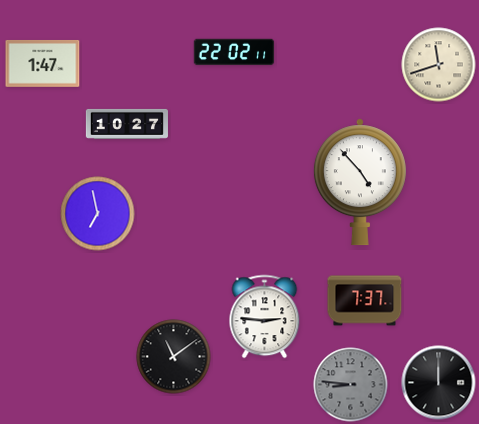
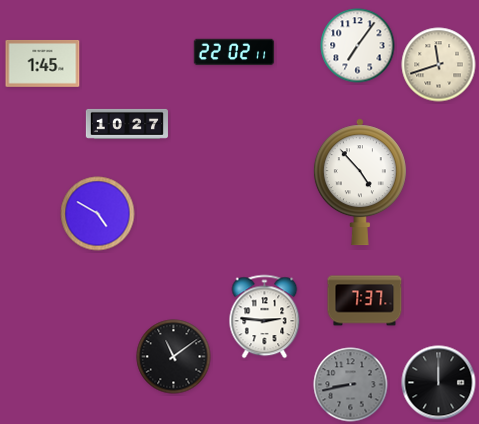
clock at (358, 46): none -> 7:06
clock at (43, 63): 1:47 -> 1:45
clock at (98, 214): 6:58 -> 4:50
clock at (351, 385): 8:46 -> 8:43
